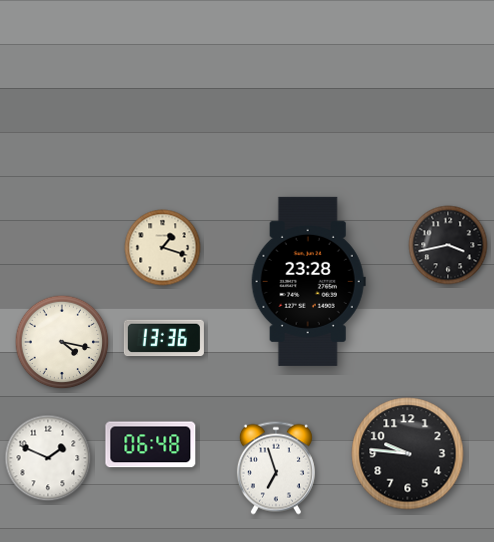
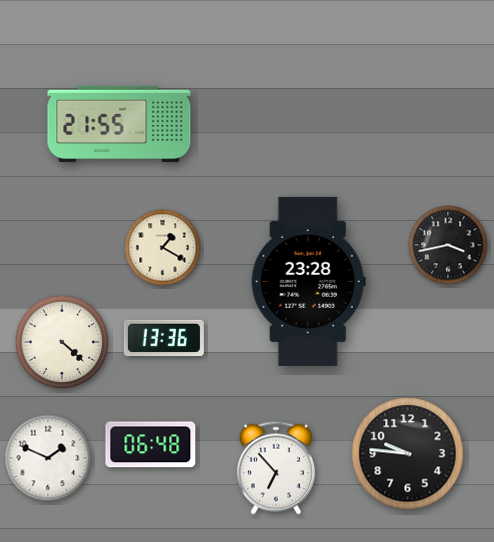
clock at (119, 124): none -> 21:55
clock at (163, 248): 1:18 -> 1:20
clock at (62, 342): 4:17 -> 4:22
clock at (276, 468): 6:57 -> 6:53
